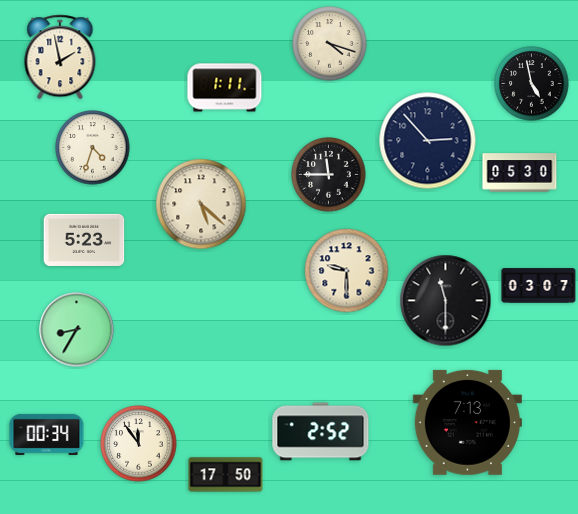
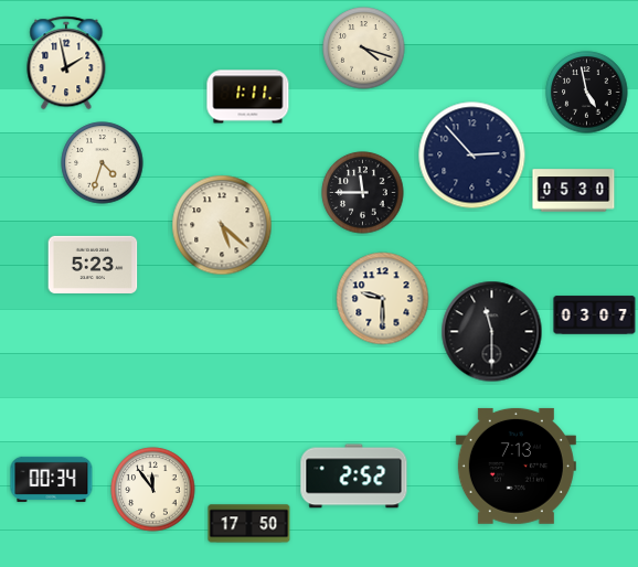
clock at (77, 330): 8:35 -> none
